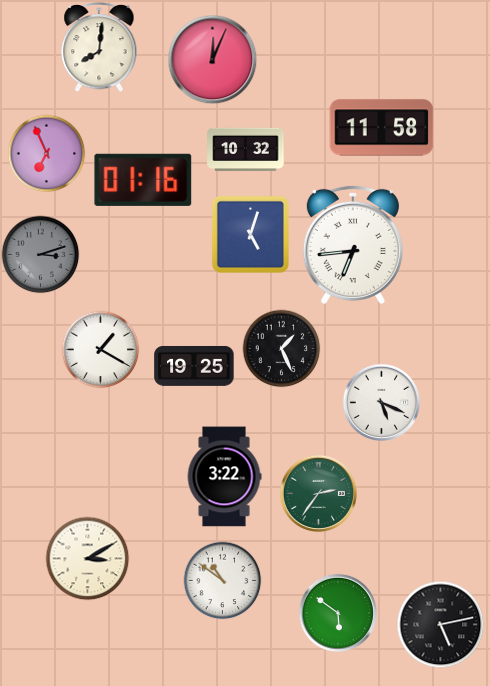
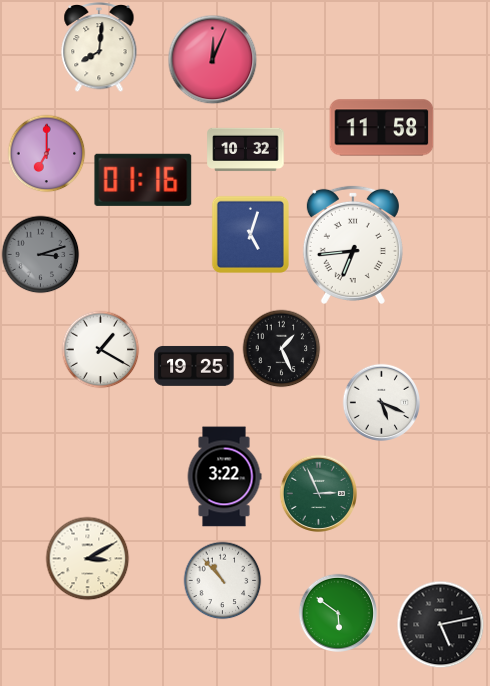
clock at (46, 153): 6:56 -> 7:00
clock at (318, 493): 2:36 -> 2:56
clock at (222, 580): 10:51 -> 10:53
